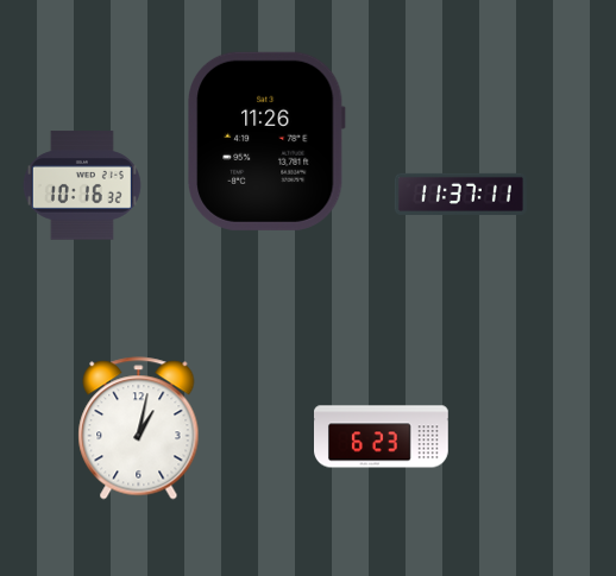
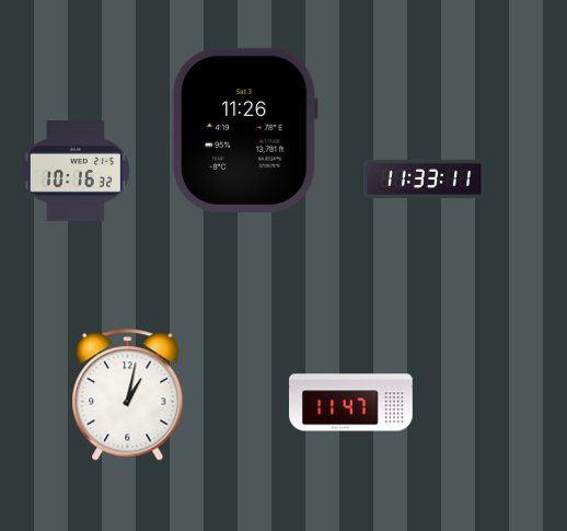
clock at (460, 194): 11:37 -> 11:33
clock at (382, 437): 6:23 -> 11:47
